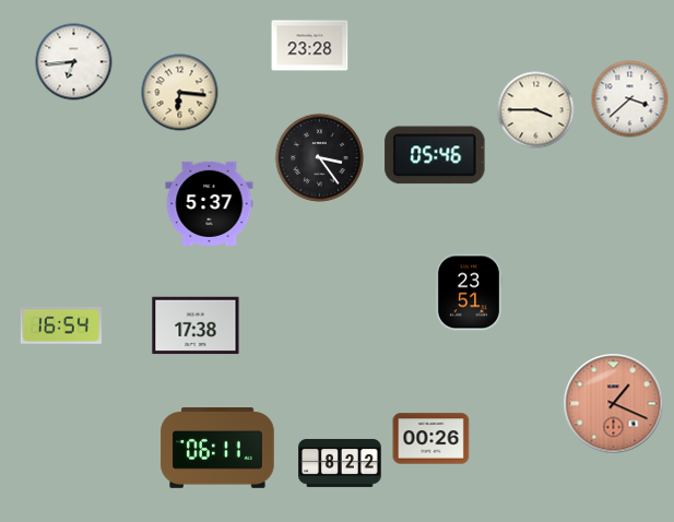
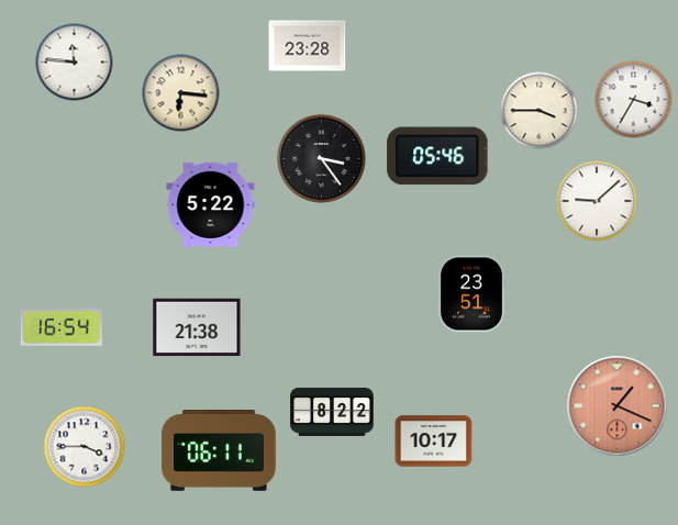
clock at (310, 46) position: (310, 46) -> (308, 46)
clock at (74, 62): 6:44 -> 11:46
clock at (630, 99): 3:38 -> 3:35
clock at (597, 201): none -> 9:08
clock at (210, 203): 5:37 -> 5:22
clock at (196, 325): 17:38 -> 21:38
clock at (431, 439): 00:26 -> 10:17
clock at (85, 447): none -> 3:45
clock at (340, 463) position: (340, 463) -> (332, 412)
